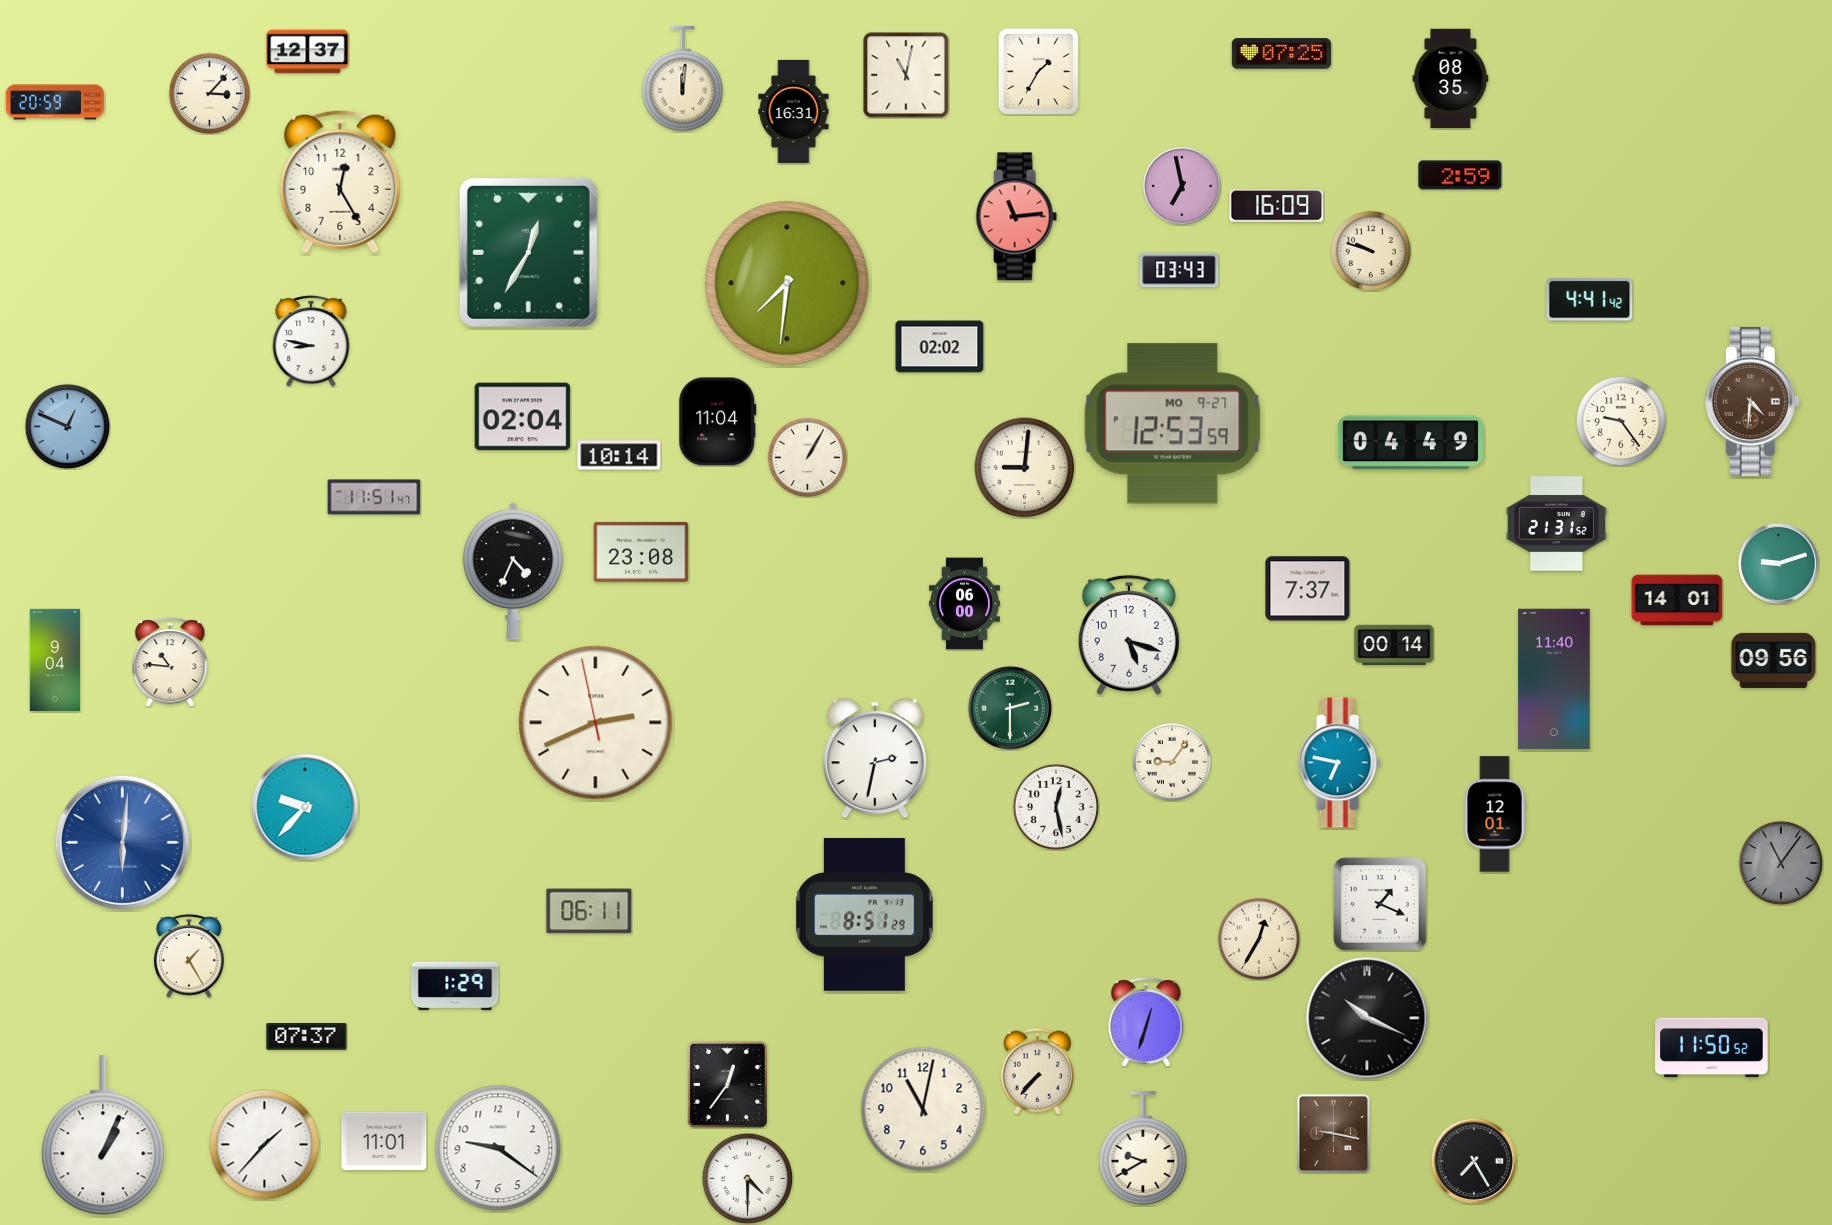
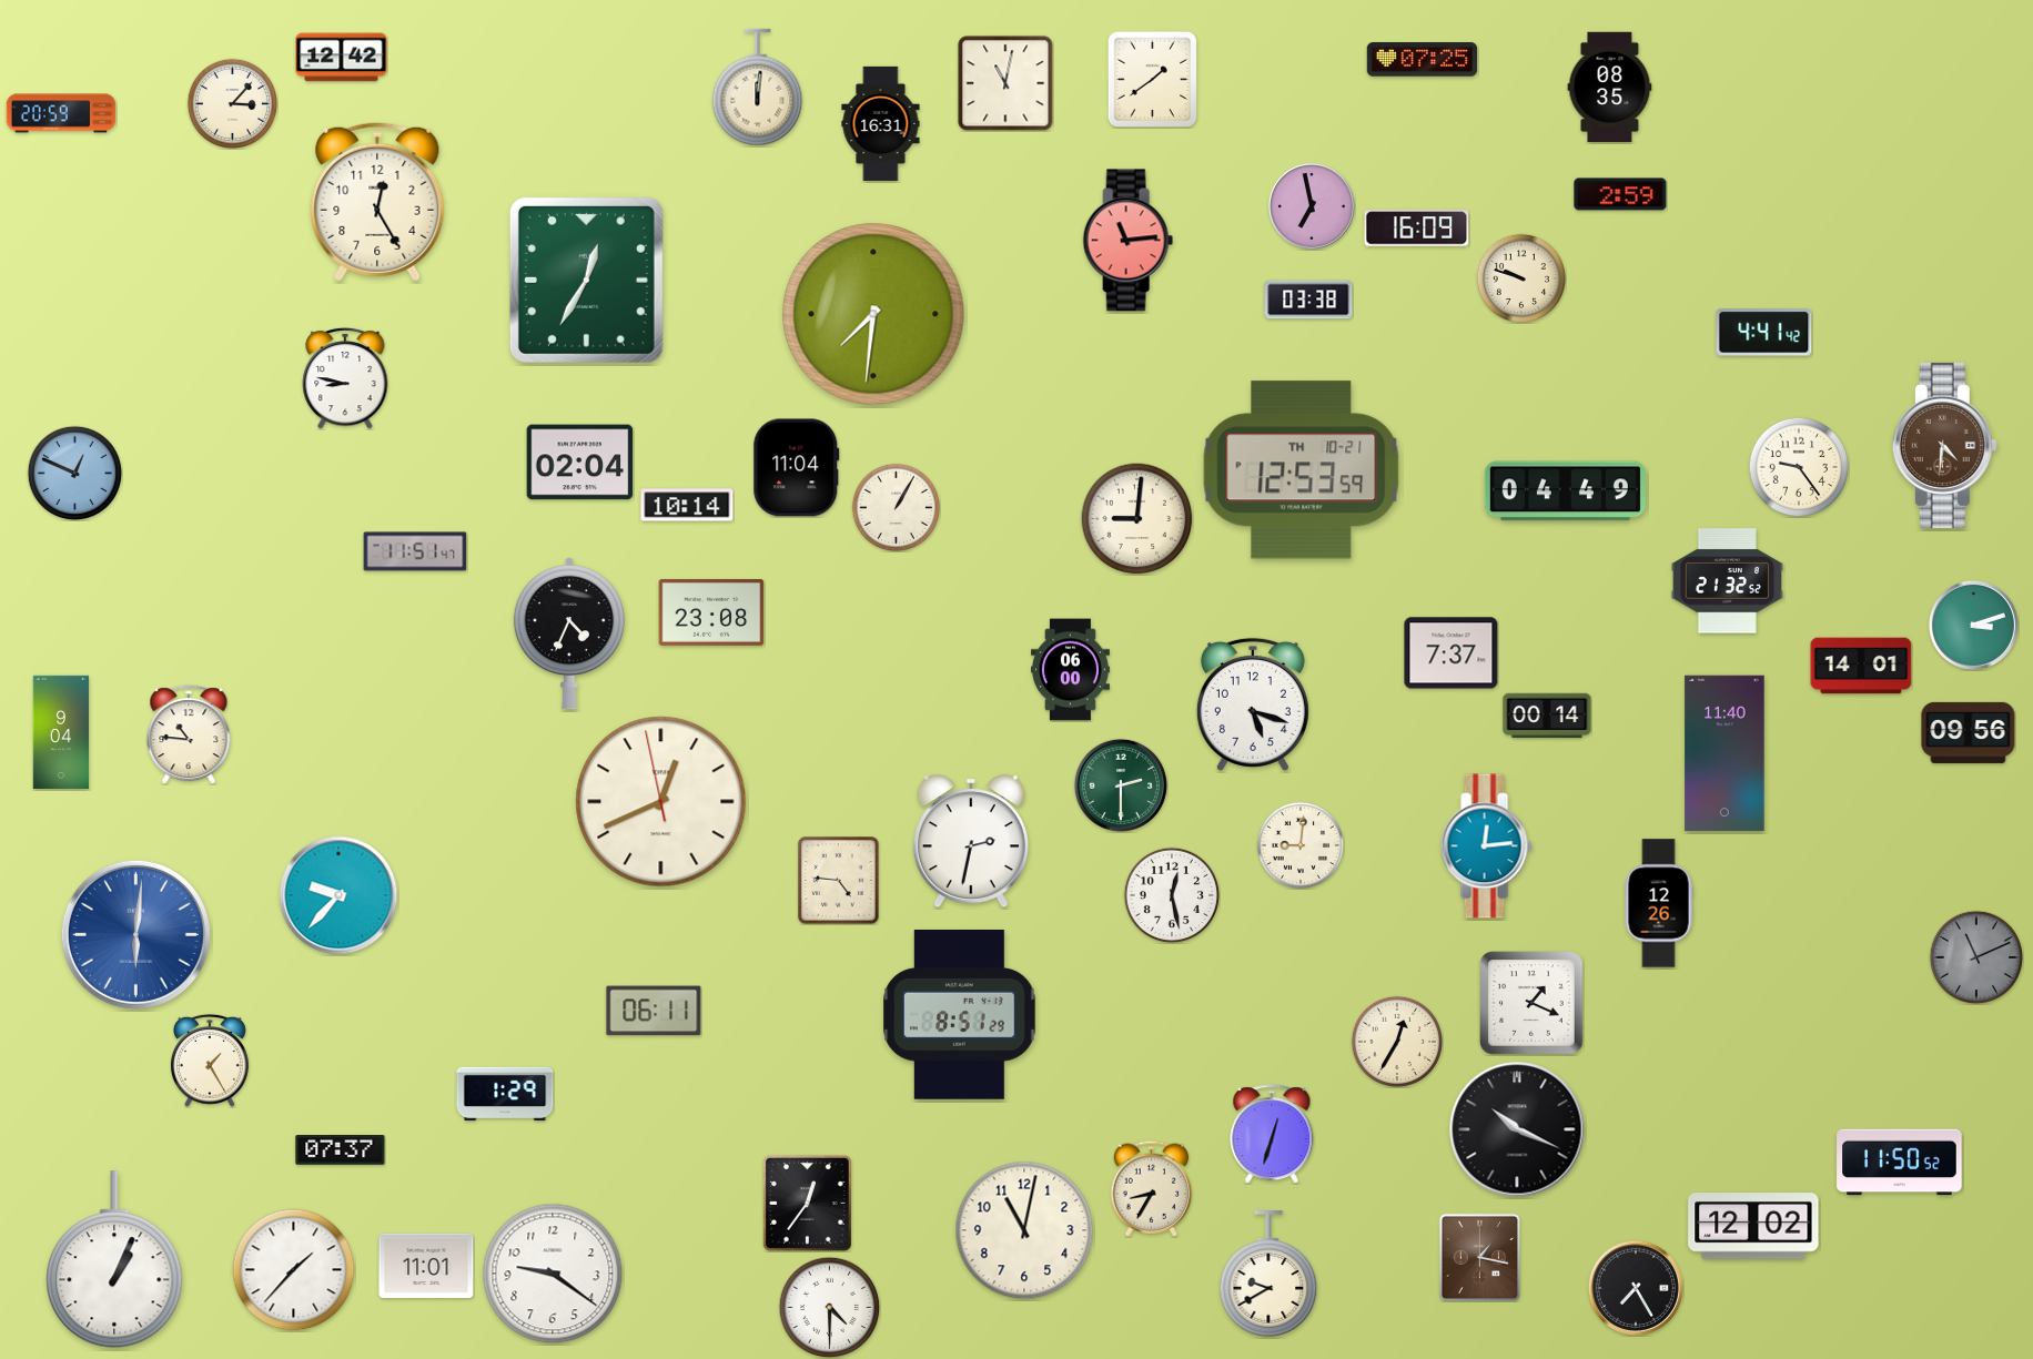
clock at (308, 52): 12:37 -> 12:42
clock at (1038, 71): 1:35 -> 1:39
clock at (1179, 270): 03:43 -> 03:38
clock at (940, 347): 02:02 -> none
clock at (1173, 424) date: MO 9-27 -> TH 10-21
clock at (1556, 524): 21:31 -> 21:32
clock at (1778, 563): 9:12 -> 3:12
clock at (596, 723): 2:40 -> 12:40
clock at (1172, 762): 9:06 -> 9:01
clock at (1339, 763): 6:47 -> 12:14
clock at (839, 881): none -> 4:46
clock at (1495, 814): 12:01 -> 12:26
clock at (1780, 862): 11:06 -> 11:11
clock at (1038, 1071): 7:37 -> 8:35
clock at (1753, 1226): none -> 12:02
clock at (1333, 1133): 9:17 -> 1:17
